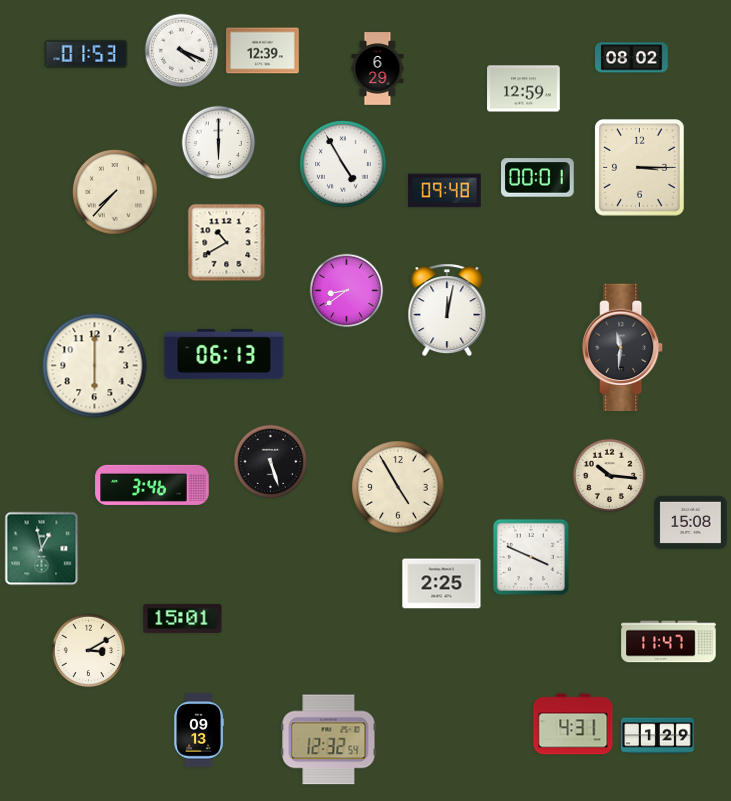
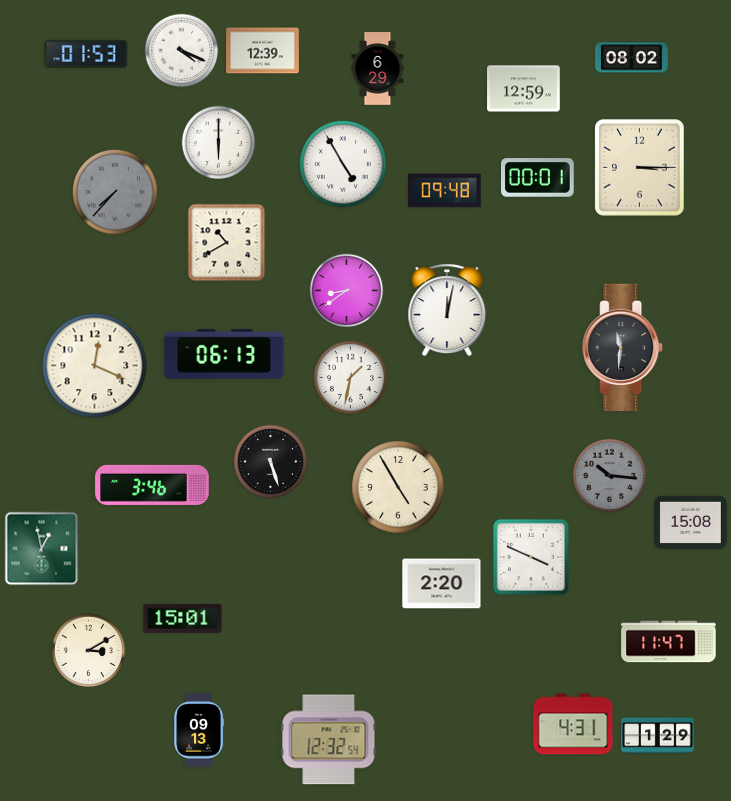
clock at (116, 193) dial: cream -> grey
clock at (95, 366): 6:00 -> 12:19
clock at (351, 378): none -> 1:32
clock at (610, 476) dial: cream -> grey
clock at (442, 584): 2:25 -> 2:20
